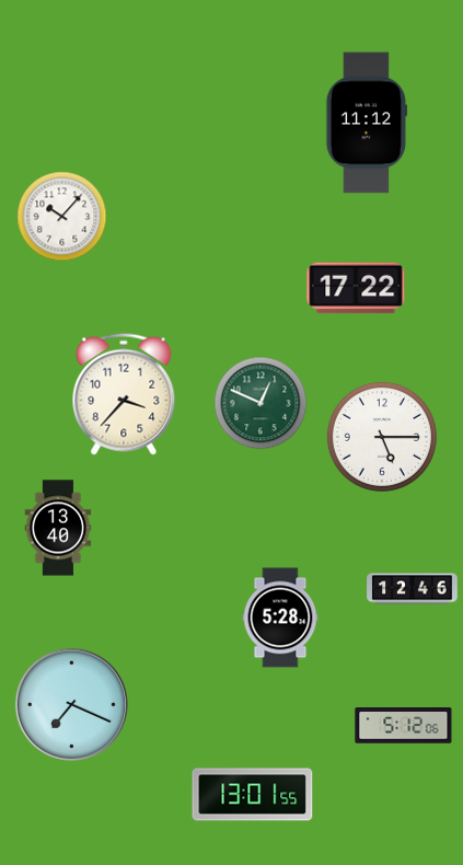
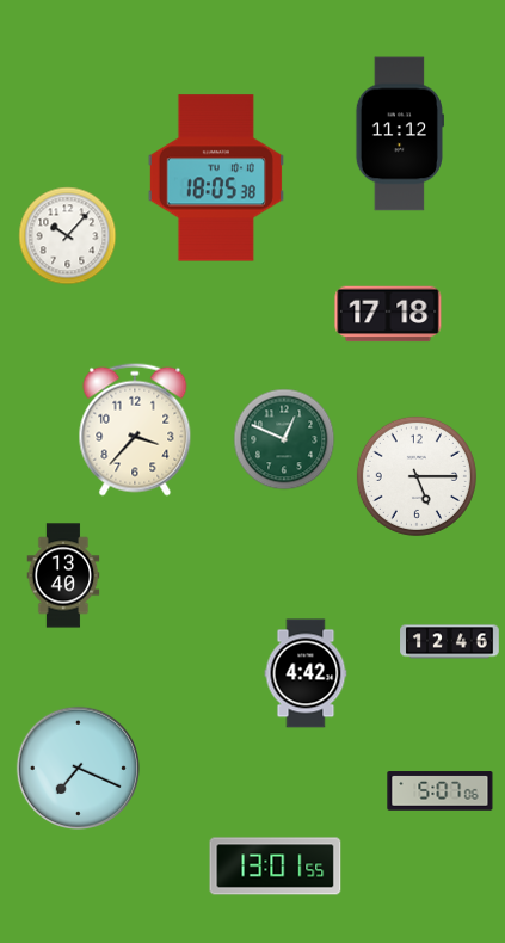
clock at (216, 178): none -> 18:05
clock at (356, 288): 17:22 -> 17:18
clock at (280, 618): 5:28 -> 4:42
clock at (404, 726): 5:12 -> 5:07
